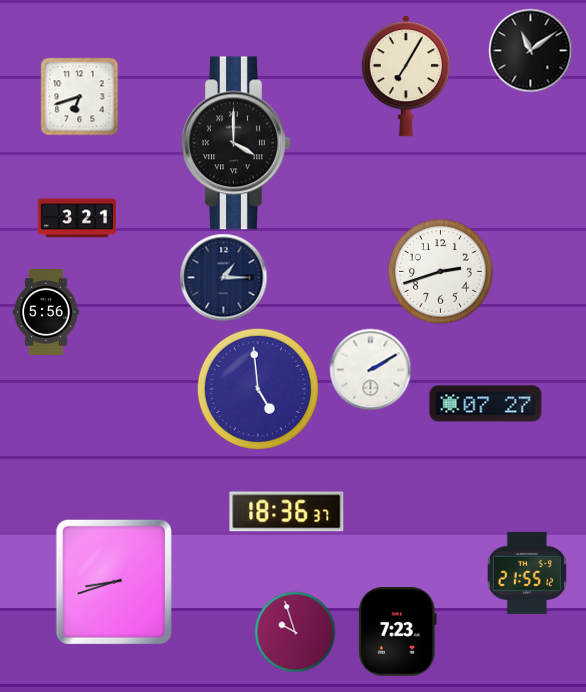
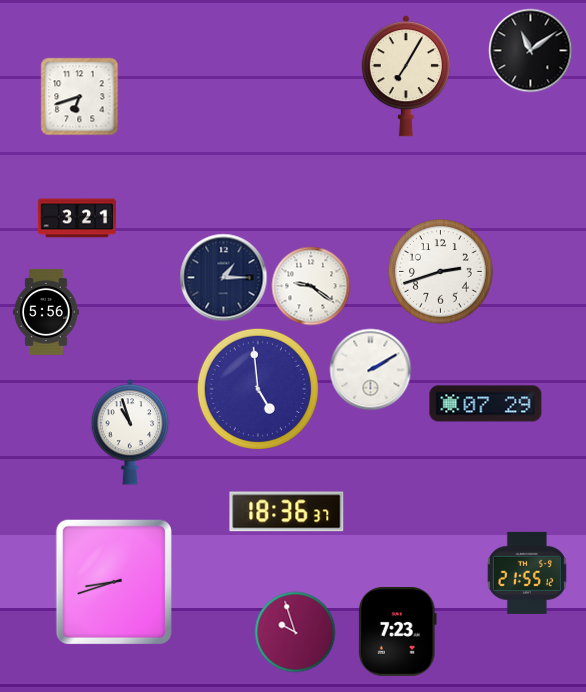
clock at (236, 143): 4:00 -> none
clock at (311, 286): none -> 9:21
clock at (486, 404): 07:27 -> 07:29
clock at (130, 432): none -> 10:57
